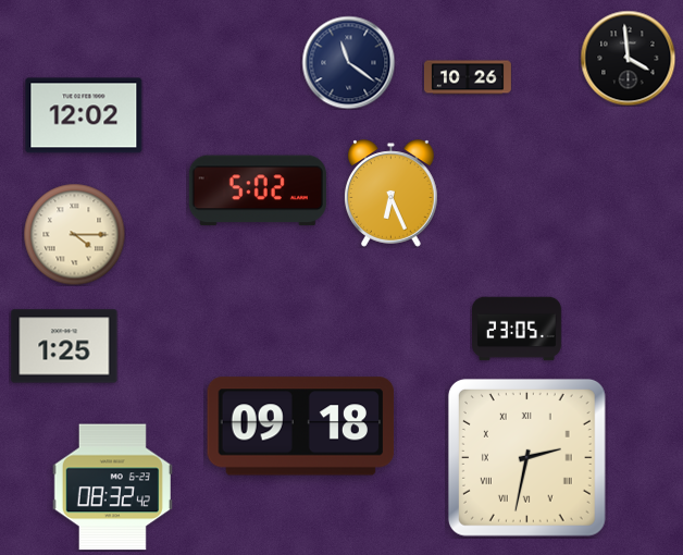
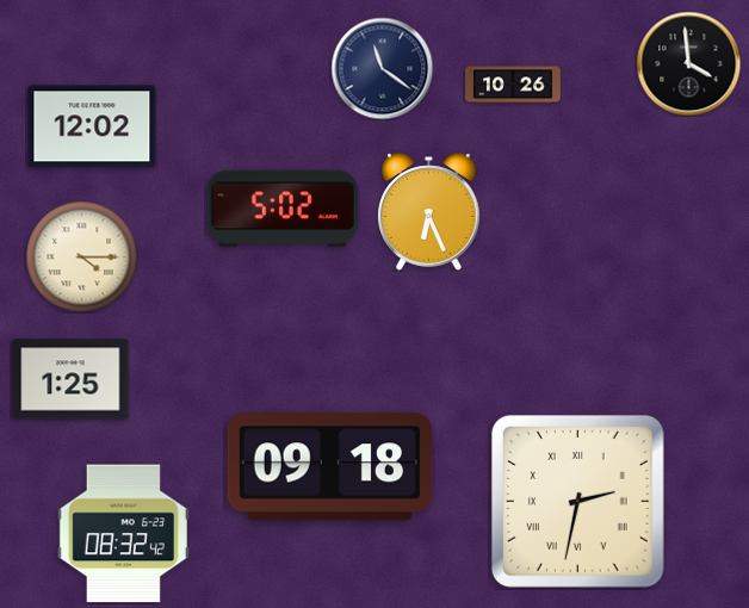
clock at (518, 329): 23:05 -> none
